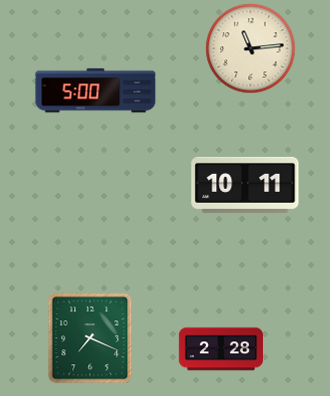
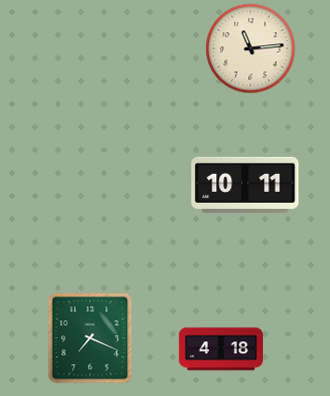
clock at (96, 91): 5:00 -> none
clock at (221, 349): 2:28 -> 4:18
